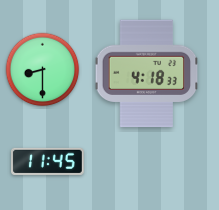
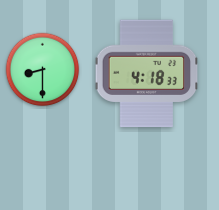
clock at (48, 161): 11:45 -> none
